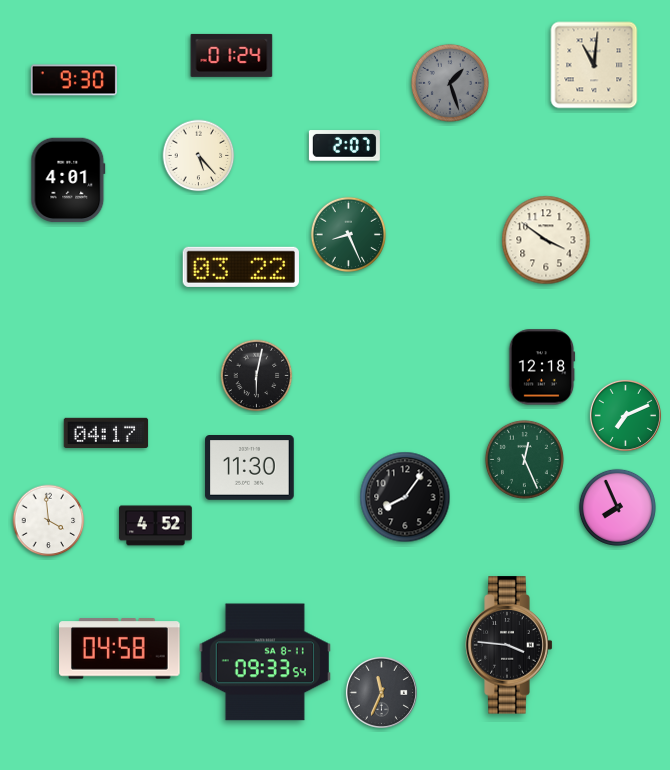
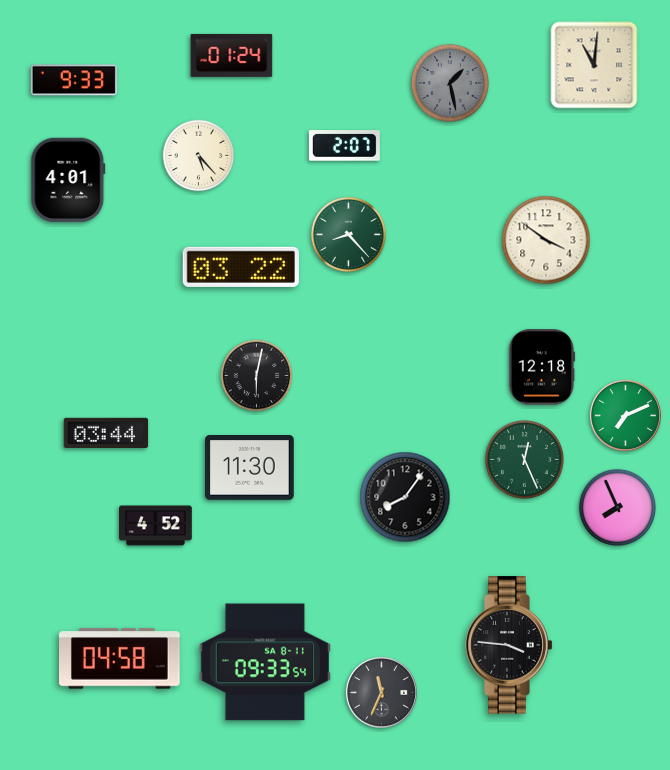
clock at (74, 80): 9:30 -> 9:33
clock at (450, 83): 1:27 -> 1:28
clock at (348, 234): 8:26 -> 8:23
clock at (106, 433): 04:17 -> 03:44
clock at (49, 521): 3:59 -> none
clock at (120, 649) position: (120, 649) -> (120, 659)
